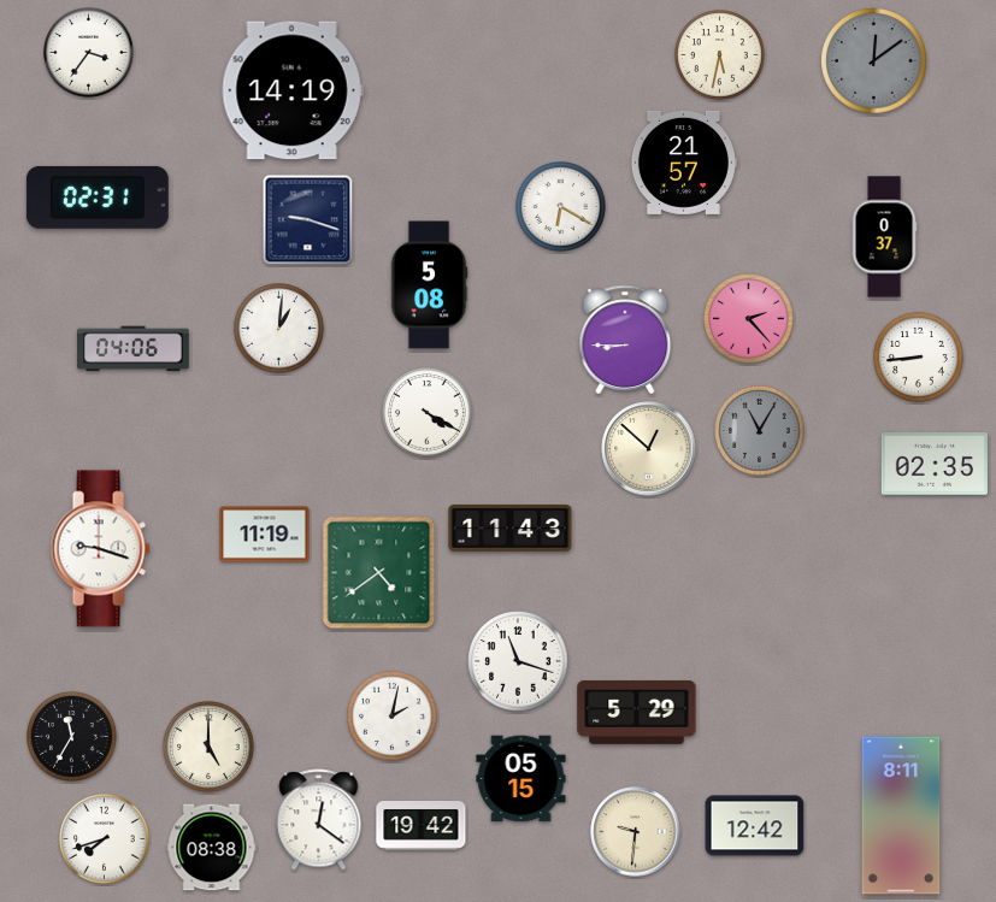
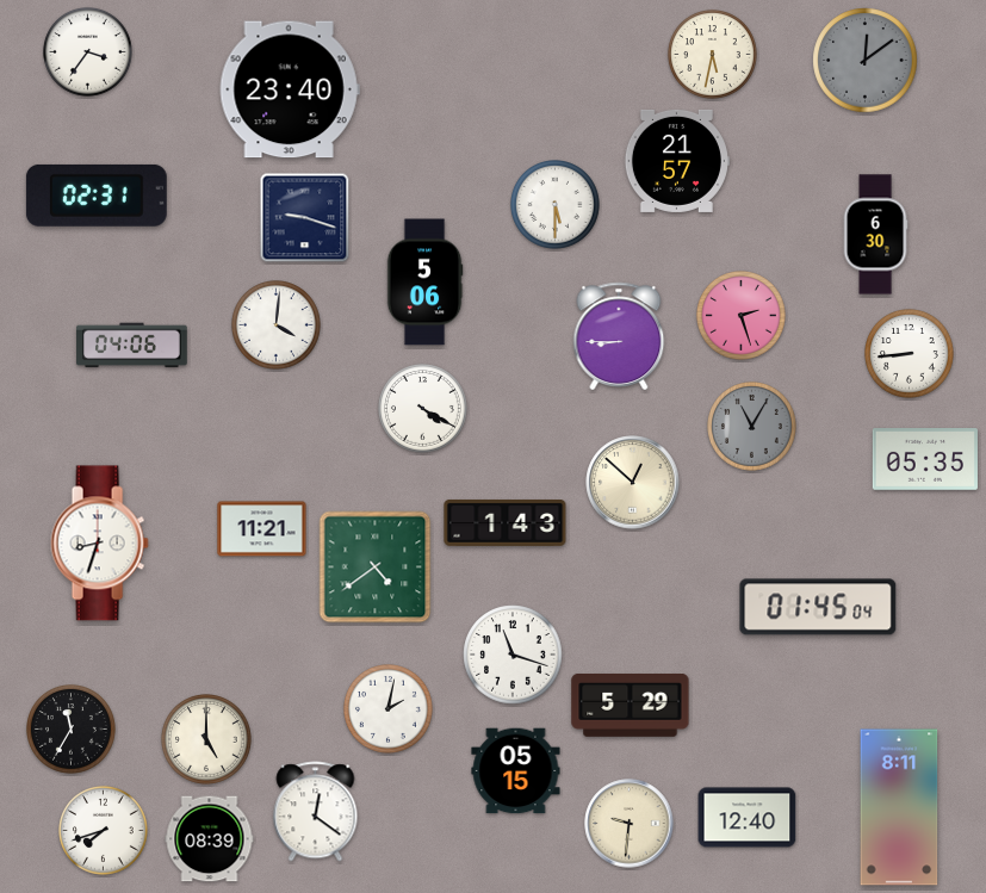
clock at (293, 90): 14:19 -> 23:40
clock at (561, 207): 6:20 -> 5:30
clock at (884, 237): 0:37 -> 6:30
clock at (429, 285): 5:08 -> 5:06
clock at (749, 319): 2:23 -> 2:27
clock at (279, 329): 1:01 -> 4:01
clock at (649, 449) position: (649, 449) -> (633, 483)
clock at (935, 465): 02:35 -> 05:35
clock at (511, 527): 11:43 -> 1:43
clock at (265, 535): 11:19 -> 11:21
clock at (100, 549): 9:18 -> 8:33
clock at (818, 607): none -> 01:45
clock at (901, 815) position: (901, 815) -> (899, 807)
clock at (422, 826): 19:42 -> none
clock at (755, 826): 12:42 -> 12:40
clock at (212, 848): 08:38 -> 08:39
